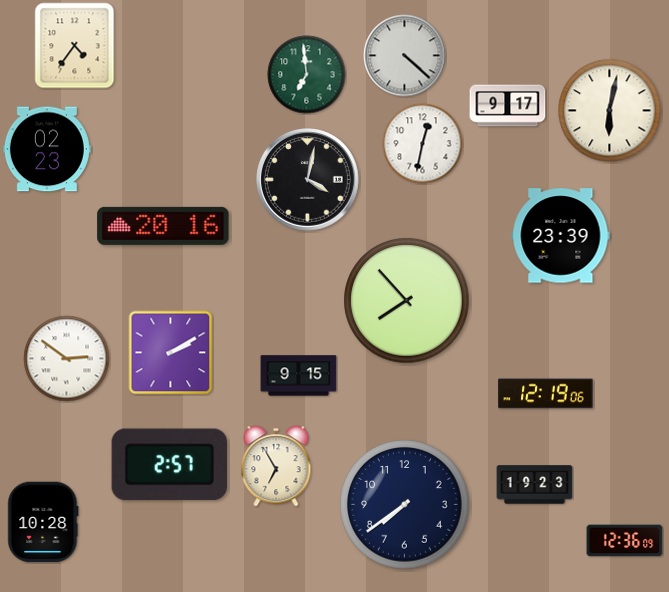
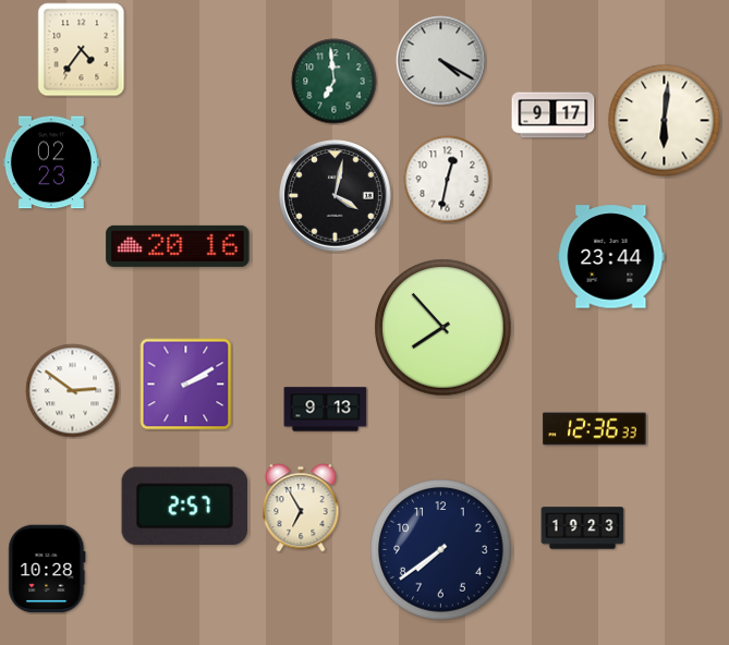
clock at (405, 56): 4:22 -> 4:20
clock at (610, 111): 6:02 -> 6:01
clock at (423, 144) position: (423, 144) -> (448, 180)
clock at (561, 236): 23:39 -> 23:44
clock at (299, 376): 9:15 -> 9:13
clock at (546, 394): 12:19 -> 12:36
clock at (625, 541): 12:36 -> none
